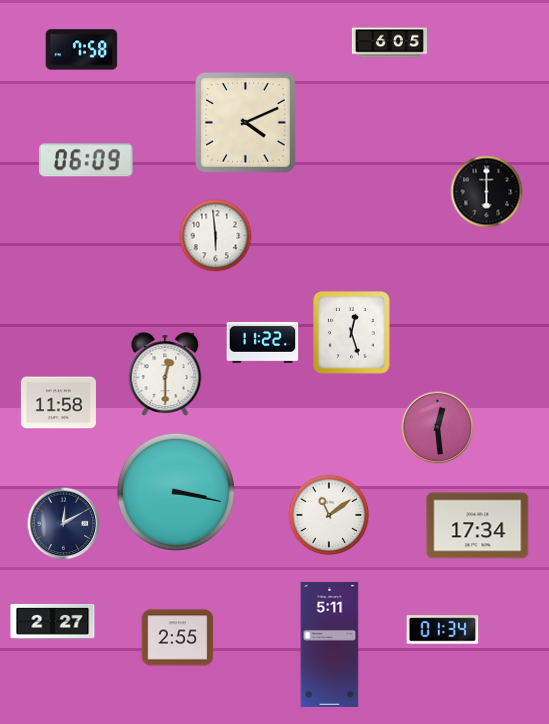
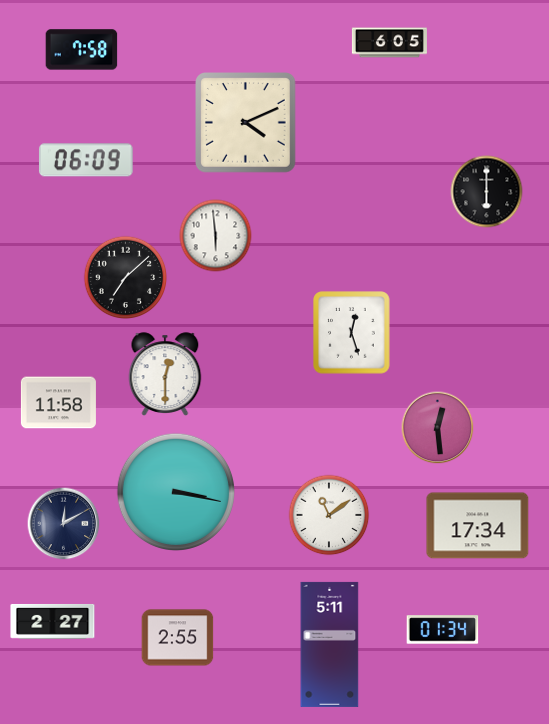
clock at (126, 278): none -> 7:08
clock at (263, 343): 11:22 -> none
